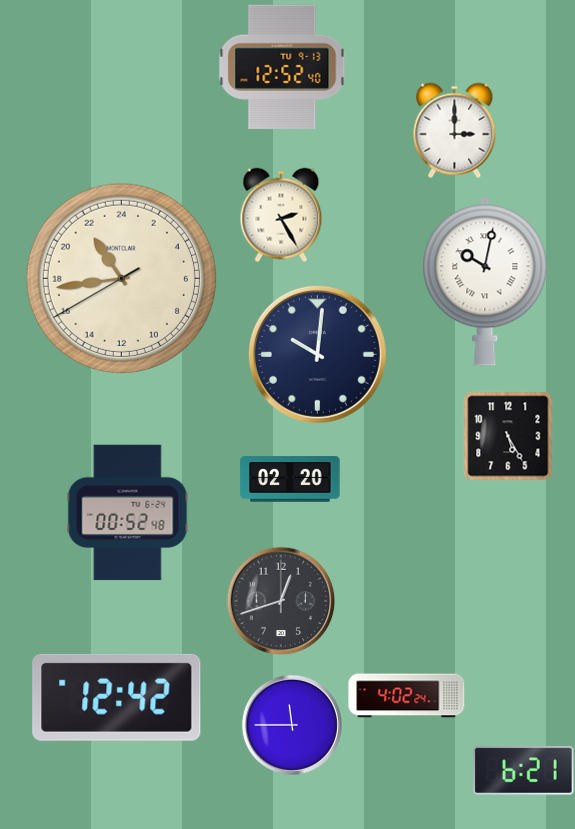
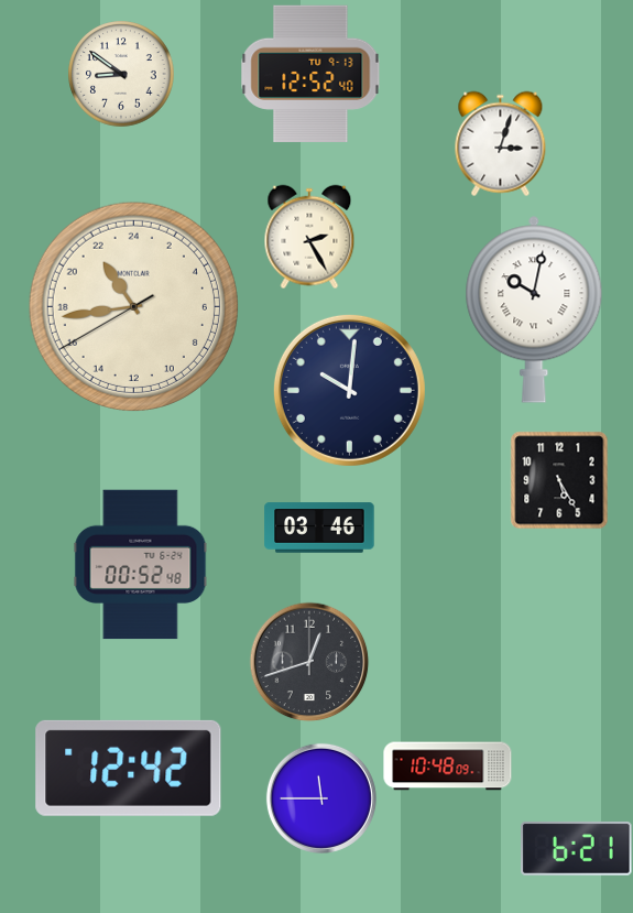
clock at (121, 74): none -> 8:51
clock at (455, 130): 3:00 -> 3:03
clock at (290, 479): 02:20 -> 03:46
clock at (407, 696): 4:02 -> 10:48
